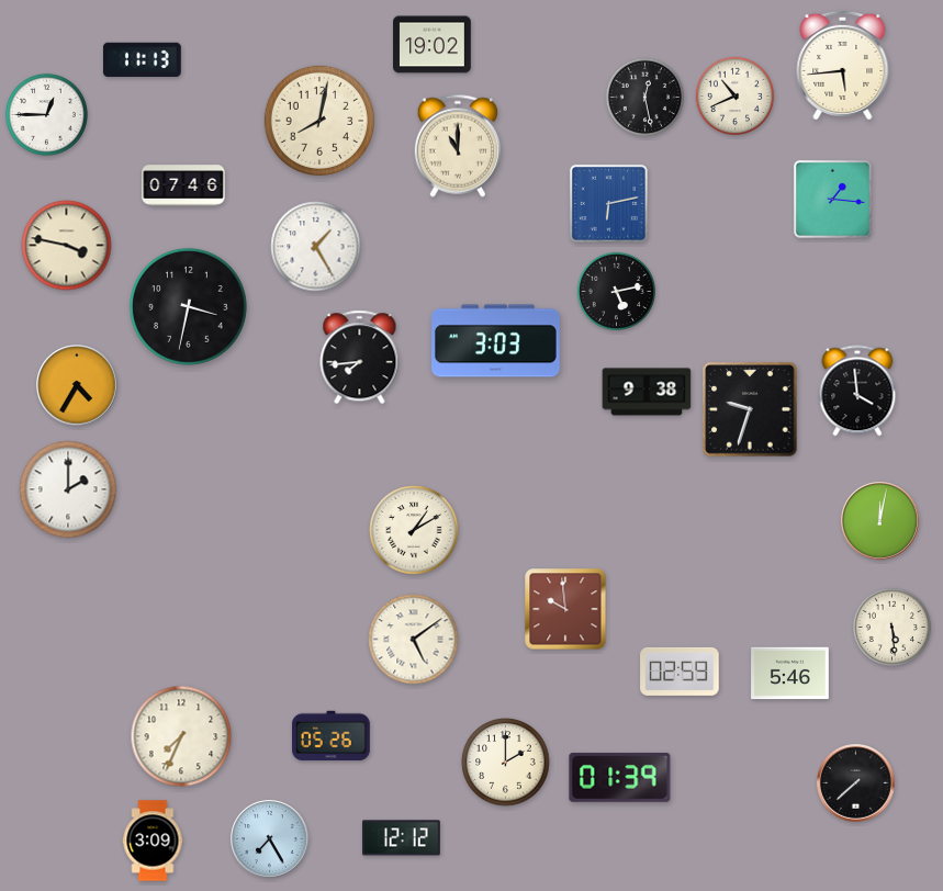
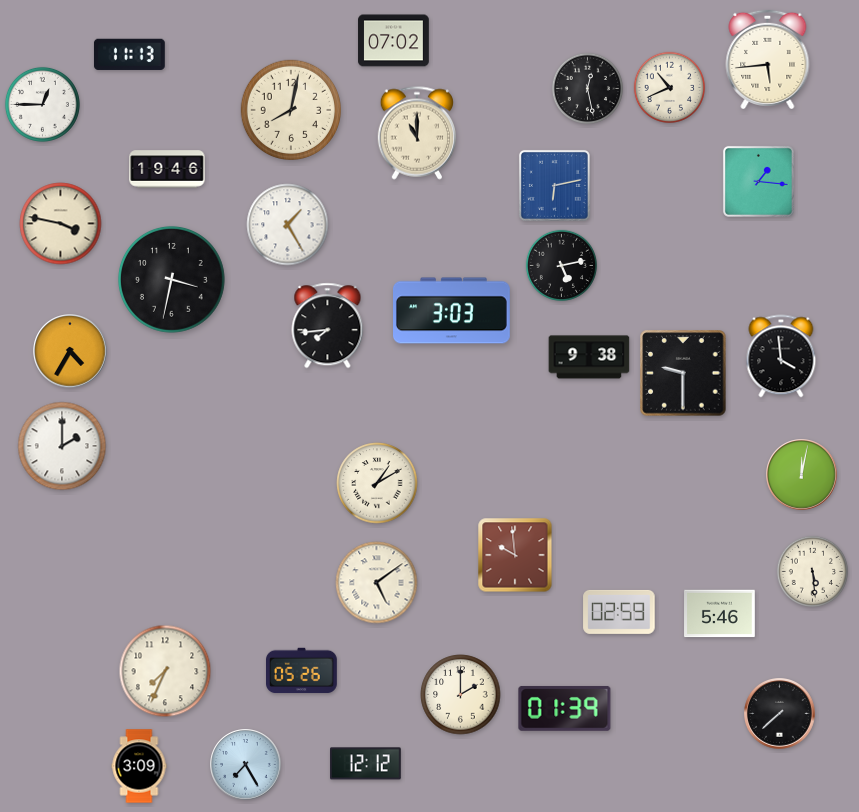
clock at (433, 45): 19:02 -> 07:02
clock at (183, 185): 07:46 -> 19:46
clock at (750, 409): 9:33 -> 9:30
